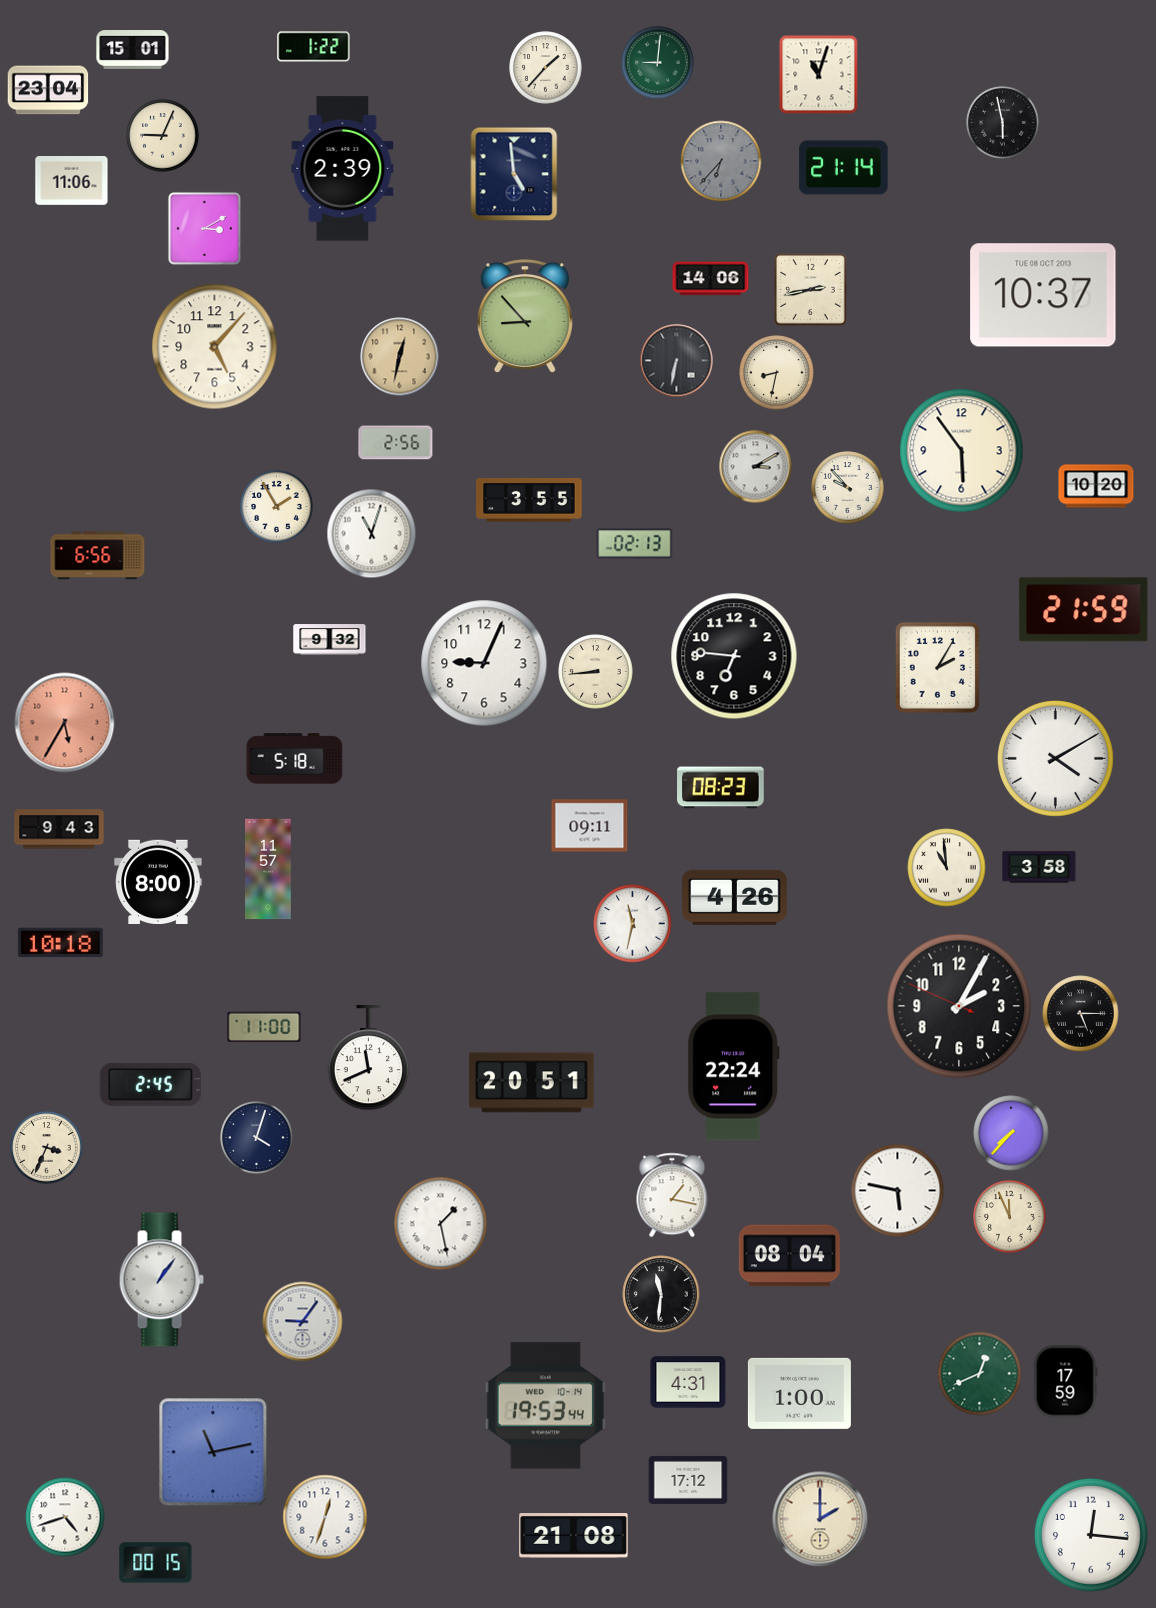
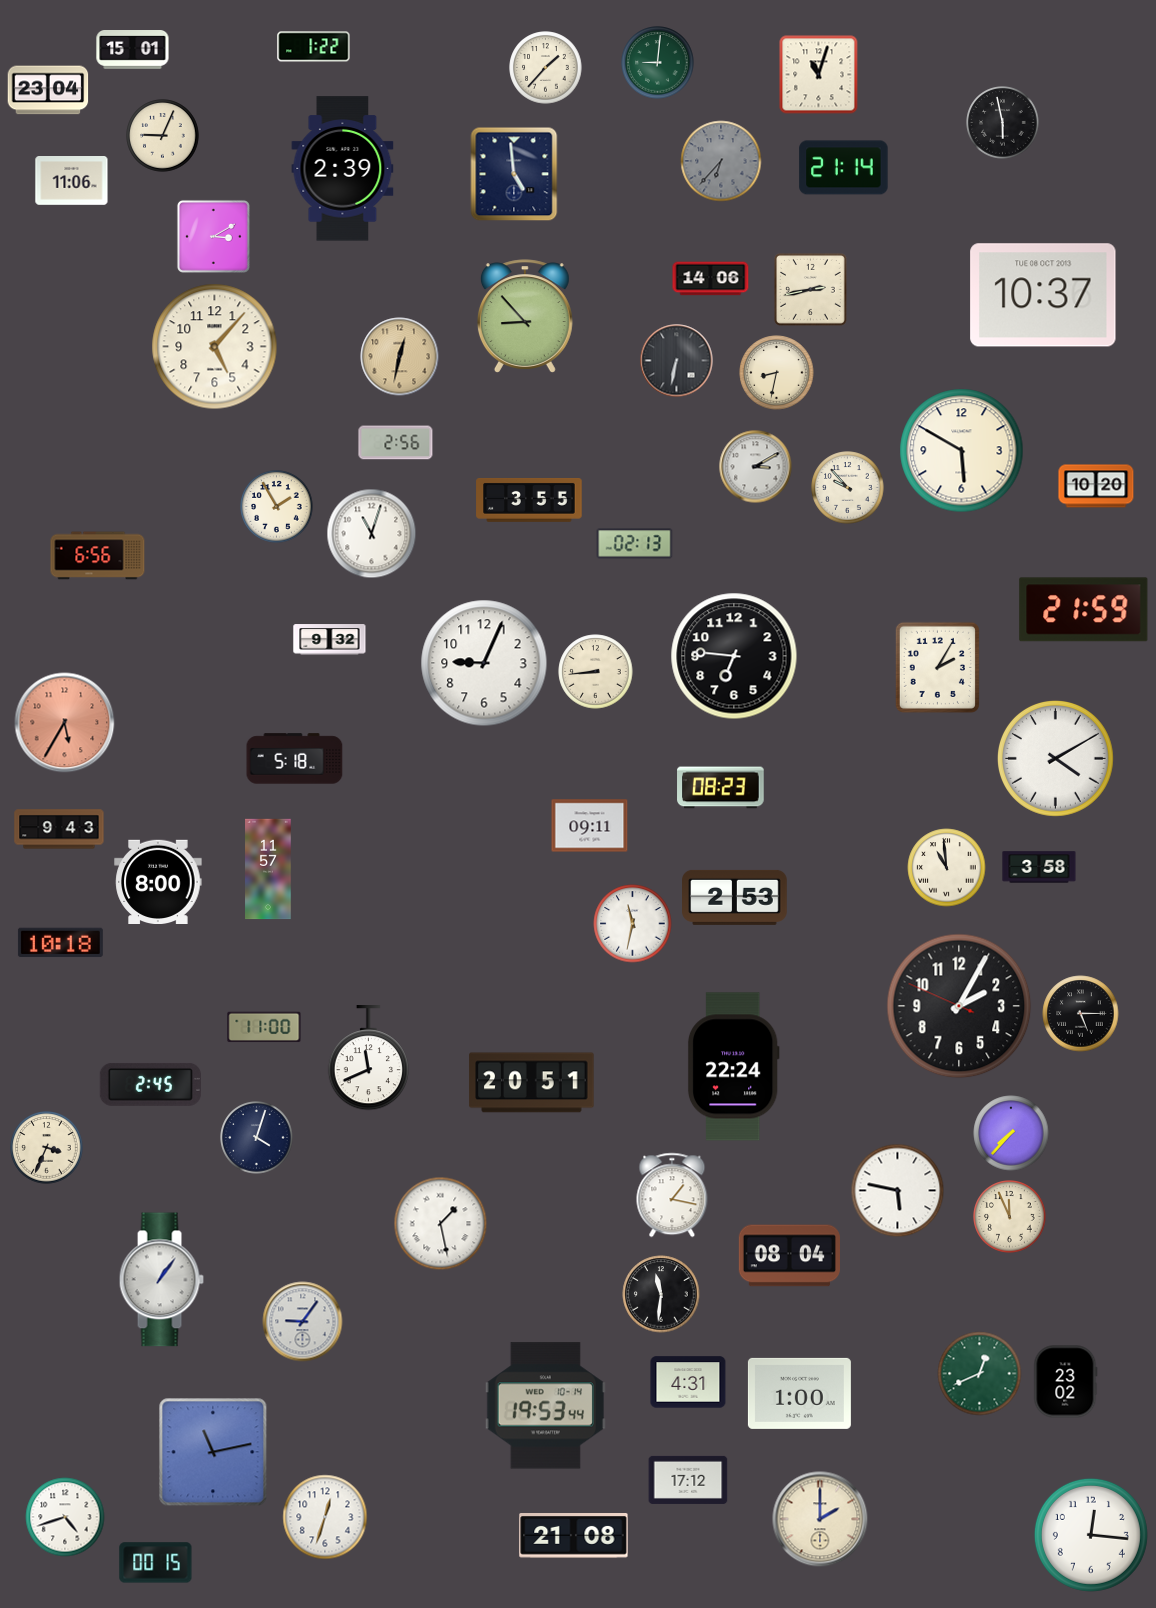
clock at (204, 228) position: (204, 228) -> (213, 236)
clock at (962, 451): 5:54 -> 5:50
clock at (735, 897): 4:26 -> 2:53
clock at (1066, 1382): 17:59 -> 23:02
